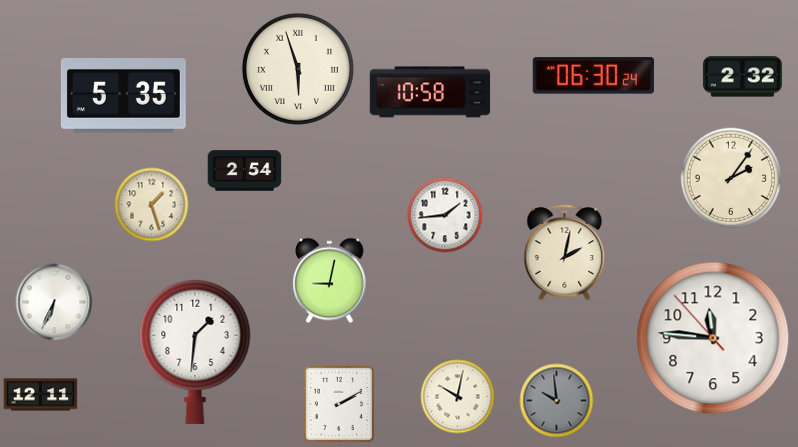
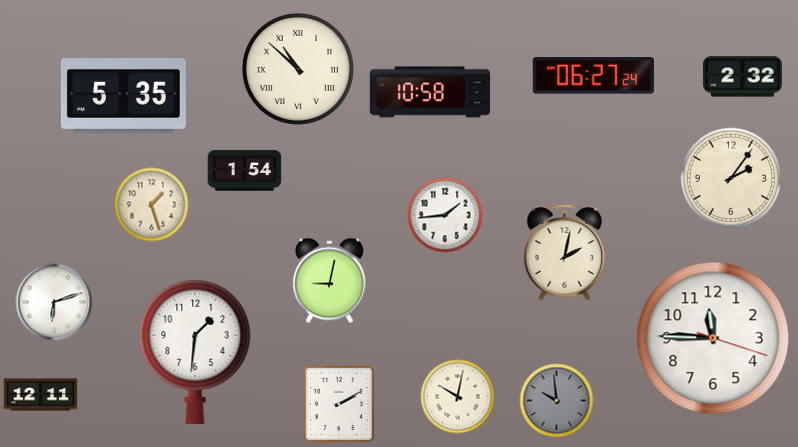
clock at (298, 69): 5:57 -> 10:52
clock at (593, 76): 06:30 -> 06:27
clock at (245, 171): 2:54 -> 1:54
clock at (54, 302): 6:34 -> 6:12
clock at (713, 338): 11:45:53 -> 11:45:18
